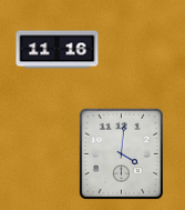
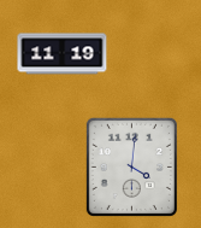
clock at (58, 50): 11:16 -> 11:19
